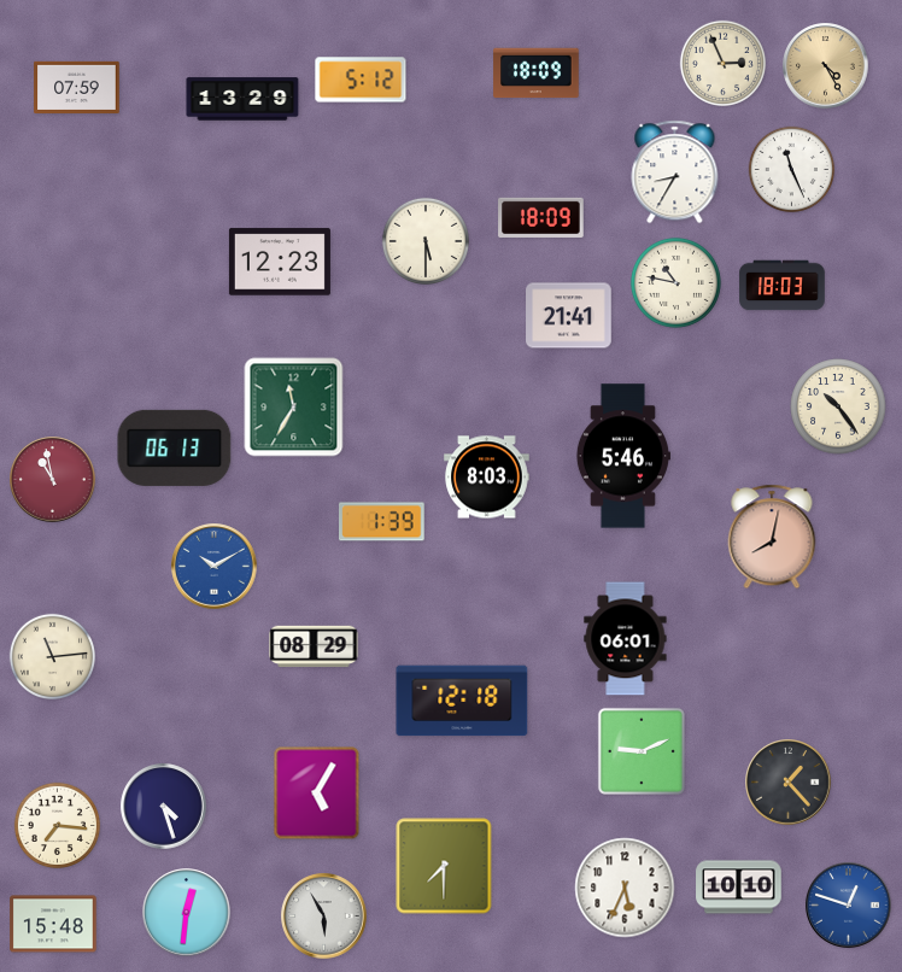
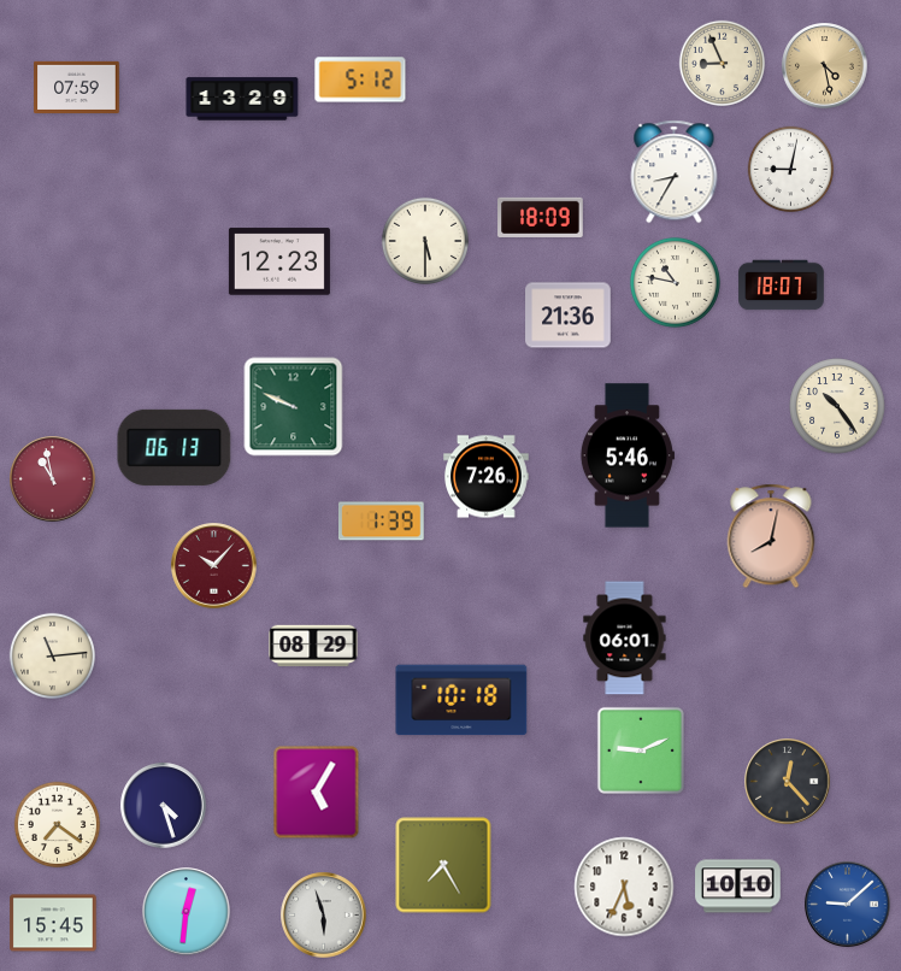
clock at (722, 63): 2:56 -> 8:56
clock at (826, 66): 4:25 -> 4:28
clock at (537, 74): 18:09 -> none
clock at (791, 169): 11:26 -> 9:02
clock at (783, 286): 18:03 -> 18:07
clock at (569, 316): 21:41 -> 21:36
clock at (294, 408): 11:35 -> 9:49
clock at (622, 456) position: (622, 456) -> (626, 455)
clock at (487, 478): 8:03 -> 7:26
clock at (215, 567): 10:10 -> 10:07
clock at (215, 567) dial: blue -> burgundy
clock at (462, 701): 12:18 -> 10:18
clock at (789, 783): 1:23 -> 12:23
clock at (57, 825): 7:16 -> 7:21
clock at (444, 866): 7:30 -> 7:25
clock at (849, 906): 12:48 -> 9:08
clock at (324, 917): 5:55 -> 5:57
clock at (53, 924): 15:48 -> 15:45
